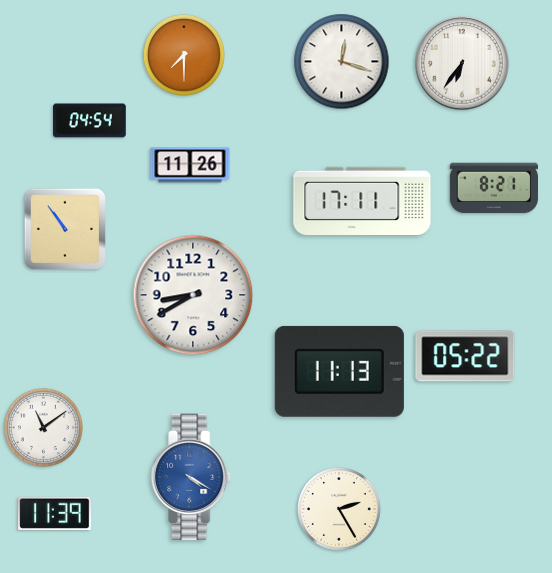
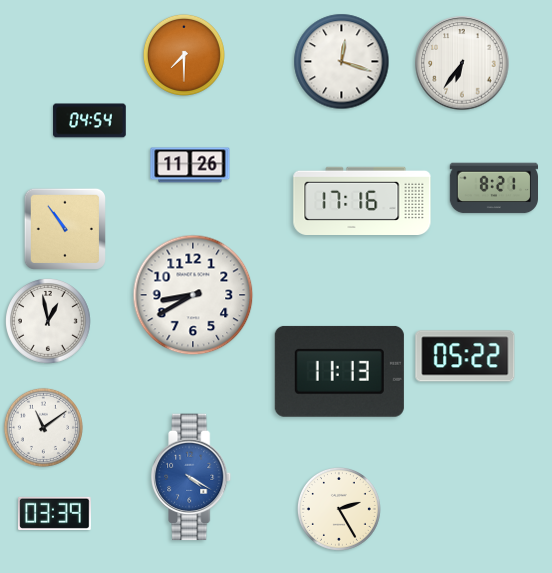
clock at (362, 200): 17:11 -> 17:16
clock at (49, 322): none -> 12:58
clock at (55, 513): 11:39 -> 03:39
